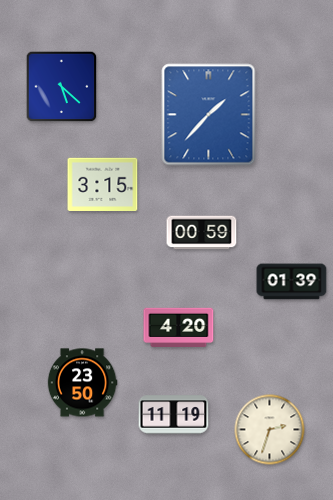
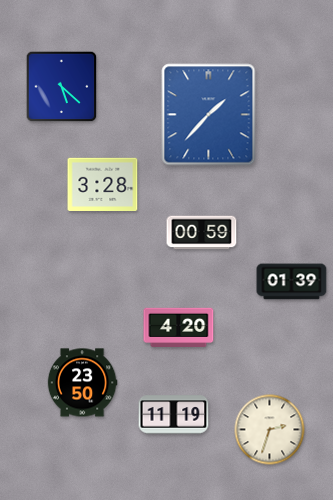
clock at (103, 184): 3:15 -> 3:28
